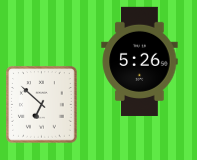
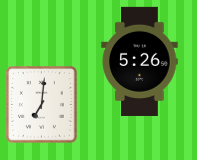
clock at (42, 105): 6:52 -> 7:01
